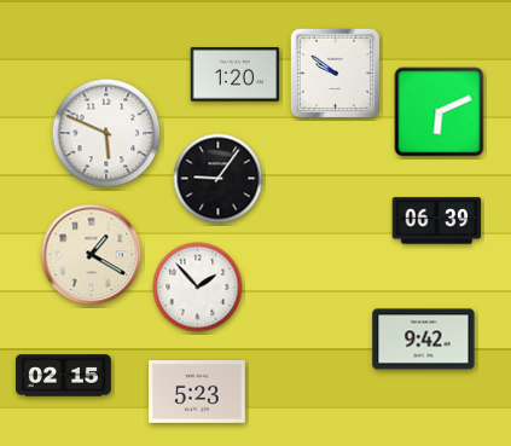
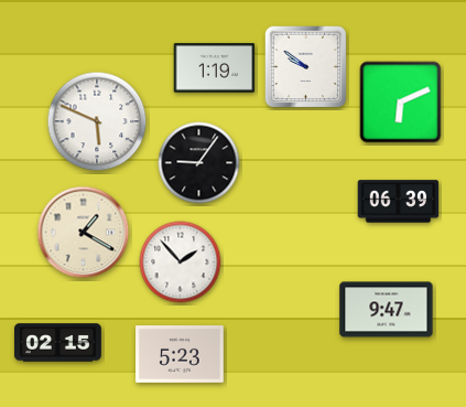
clock at (236, 75): 1:20 -> 1:19
clock at (424, 340): 9:42 -> 9:47
clock at (198, 393) position: (198, 393) -> (181, 355)
